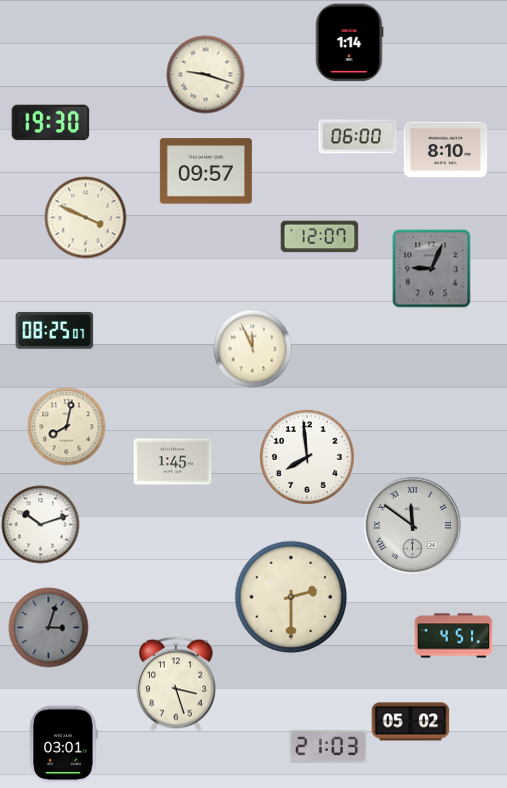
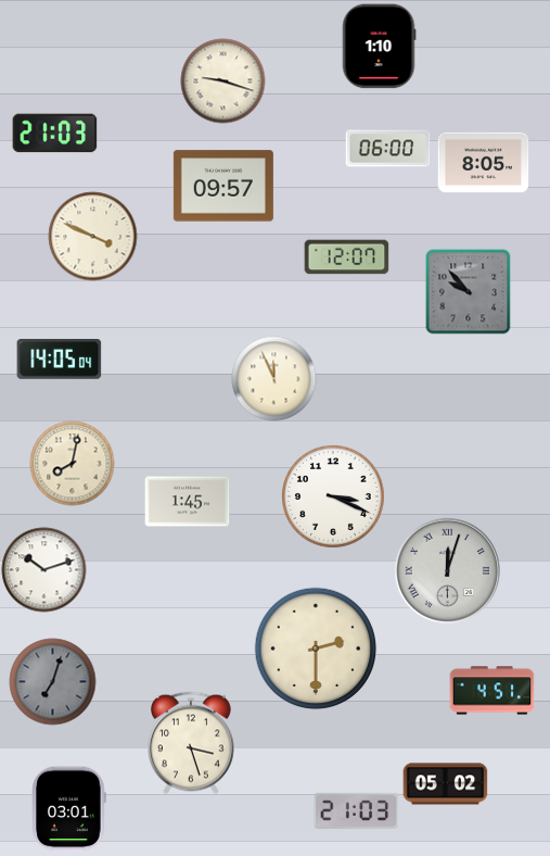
clock at (349, 42): 1:14 -> 1:10
clock at (50, 123): 19:30 -> 21:03
clock at (445, 150): 8:10 -> 8:05
clock at (431, 268): 9:04 -> 9:53
clock at (54, 330): 08:25 -> 14:05
clock at (307, 457): 7:59 -> 3:19
clock at (412, 525): 11:51 -> 12:03
clock at (48, 627): 3:03 -> 7:03
